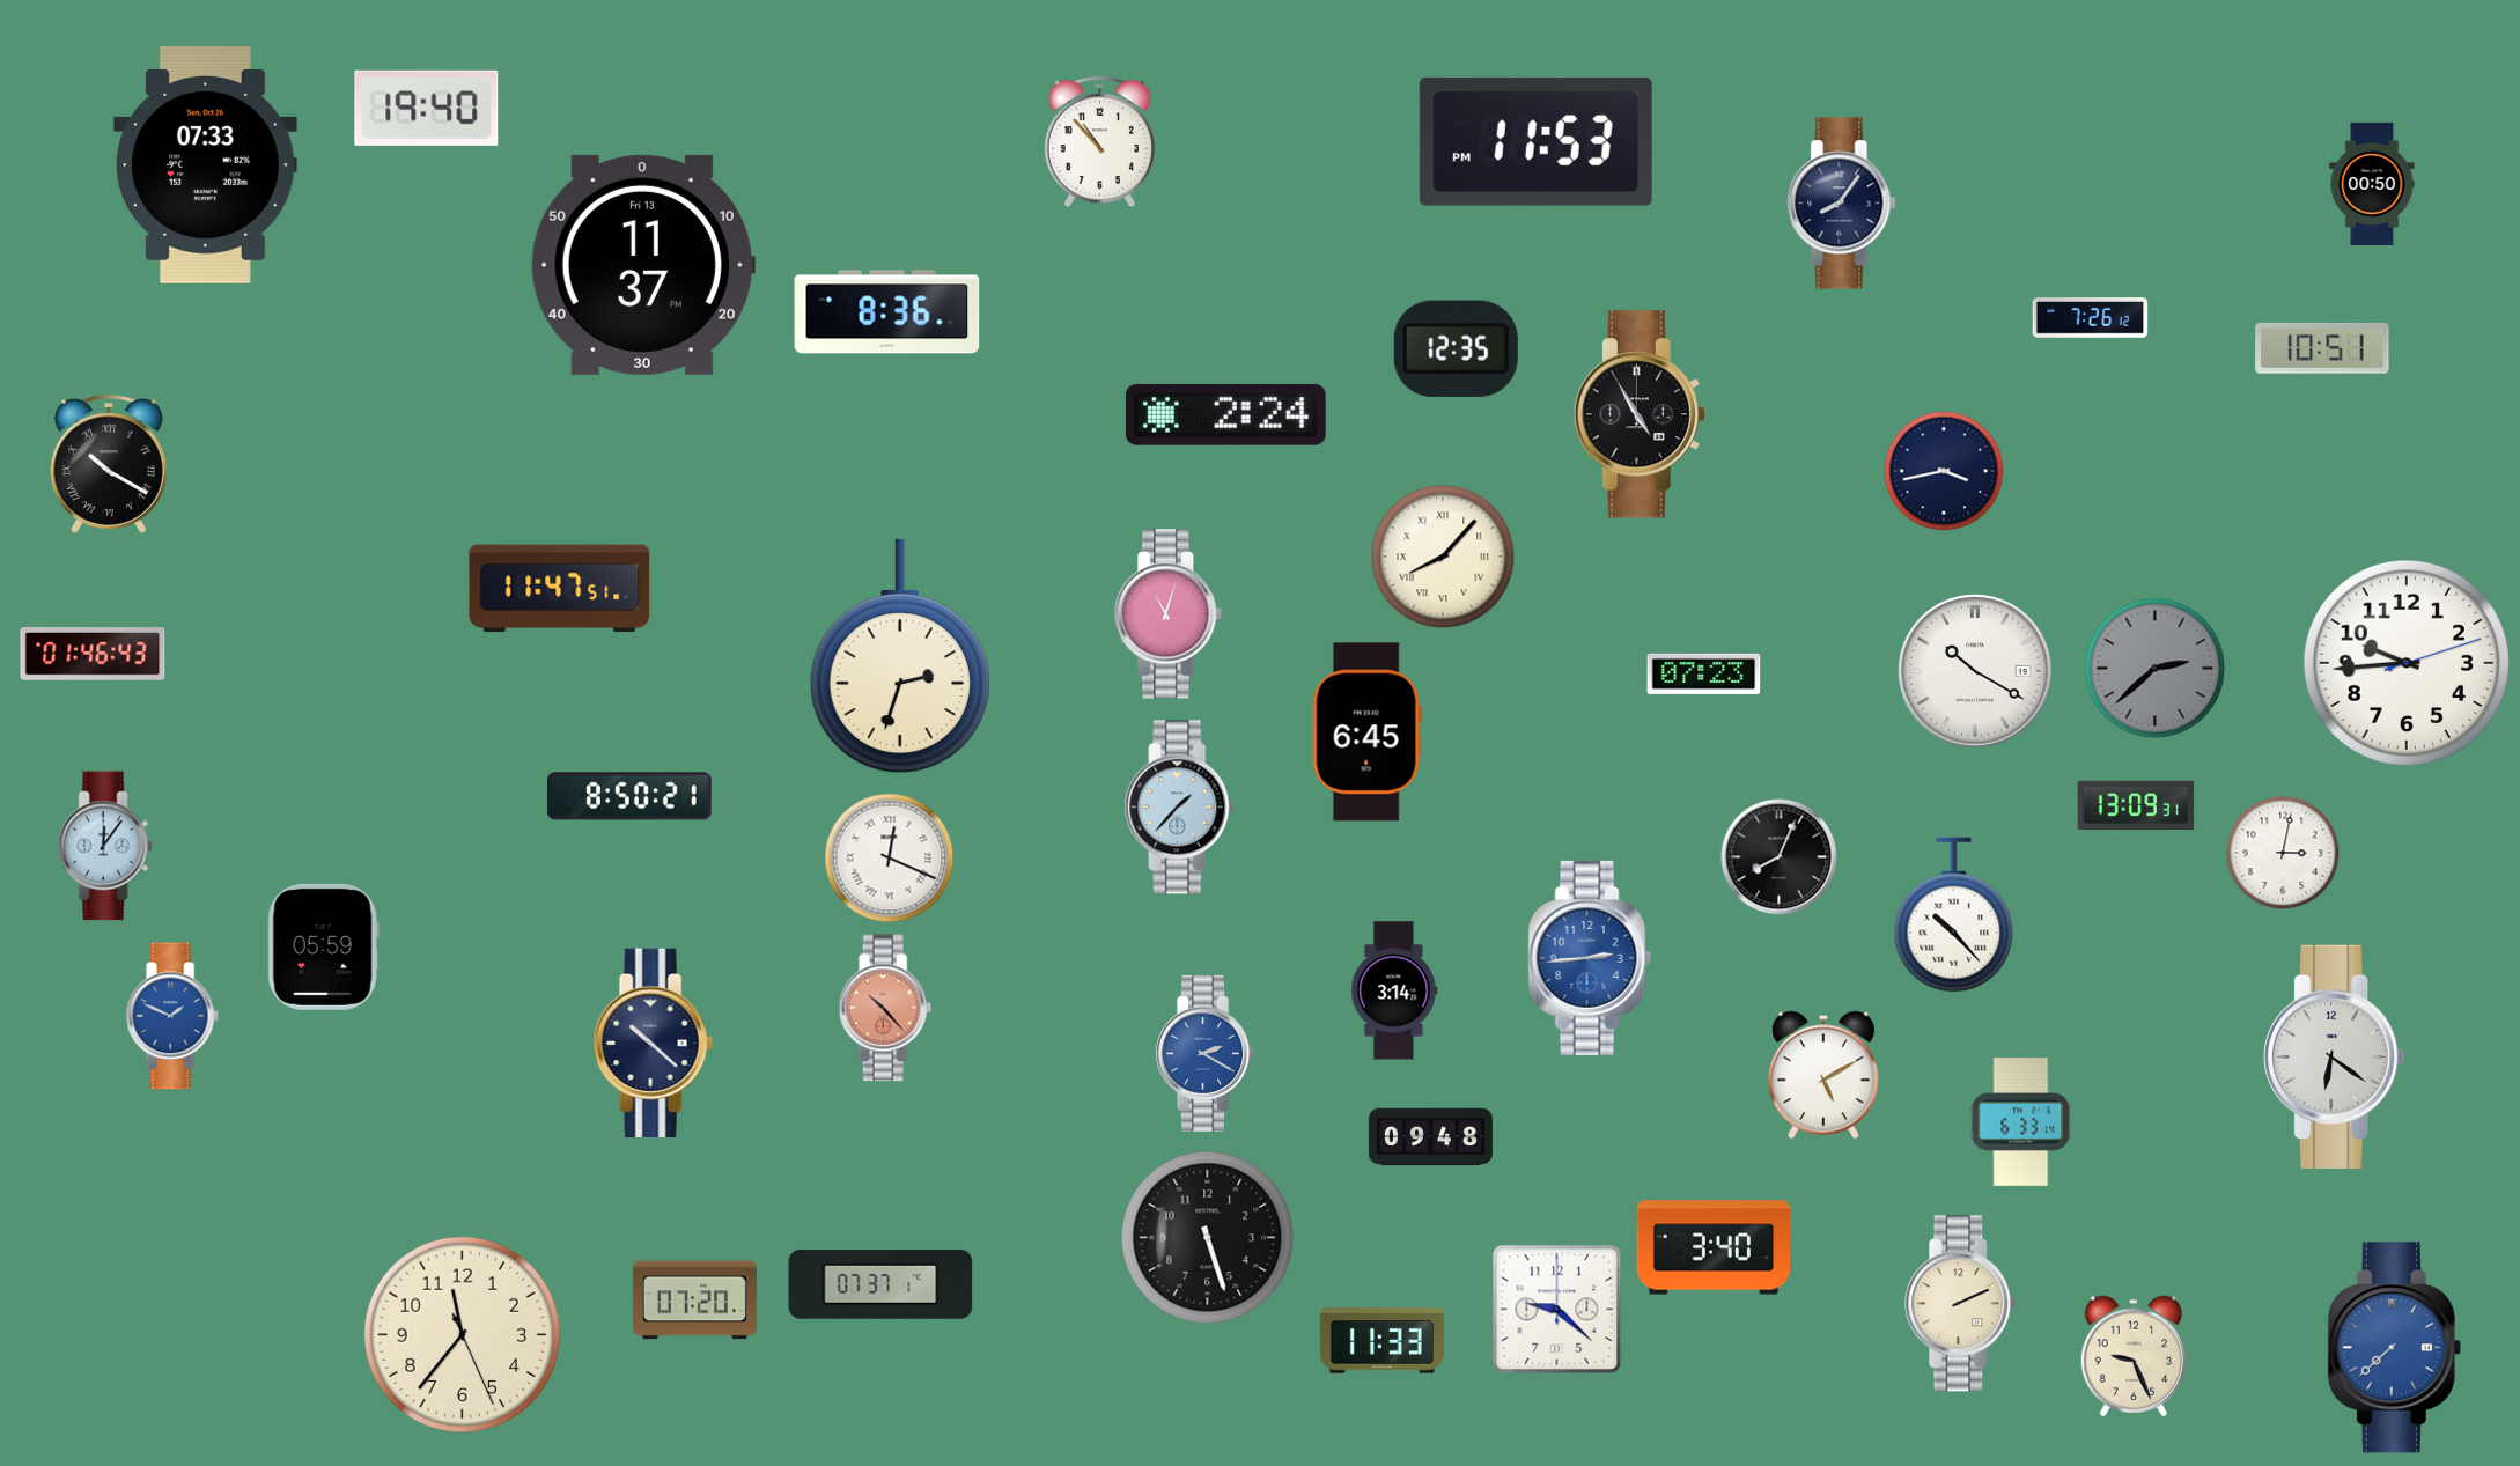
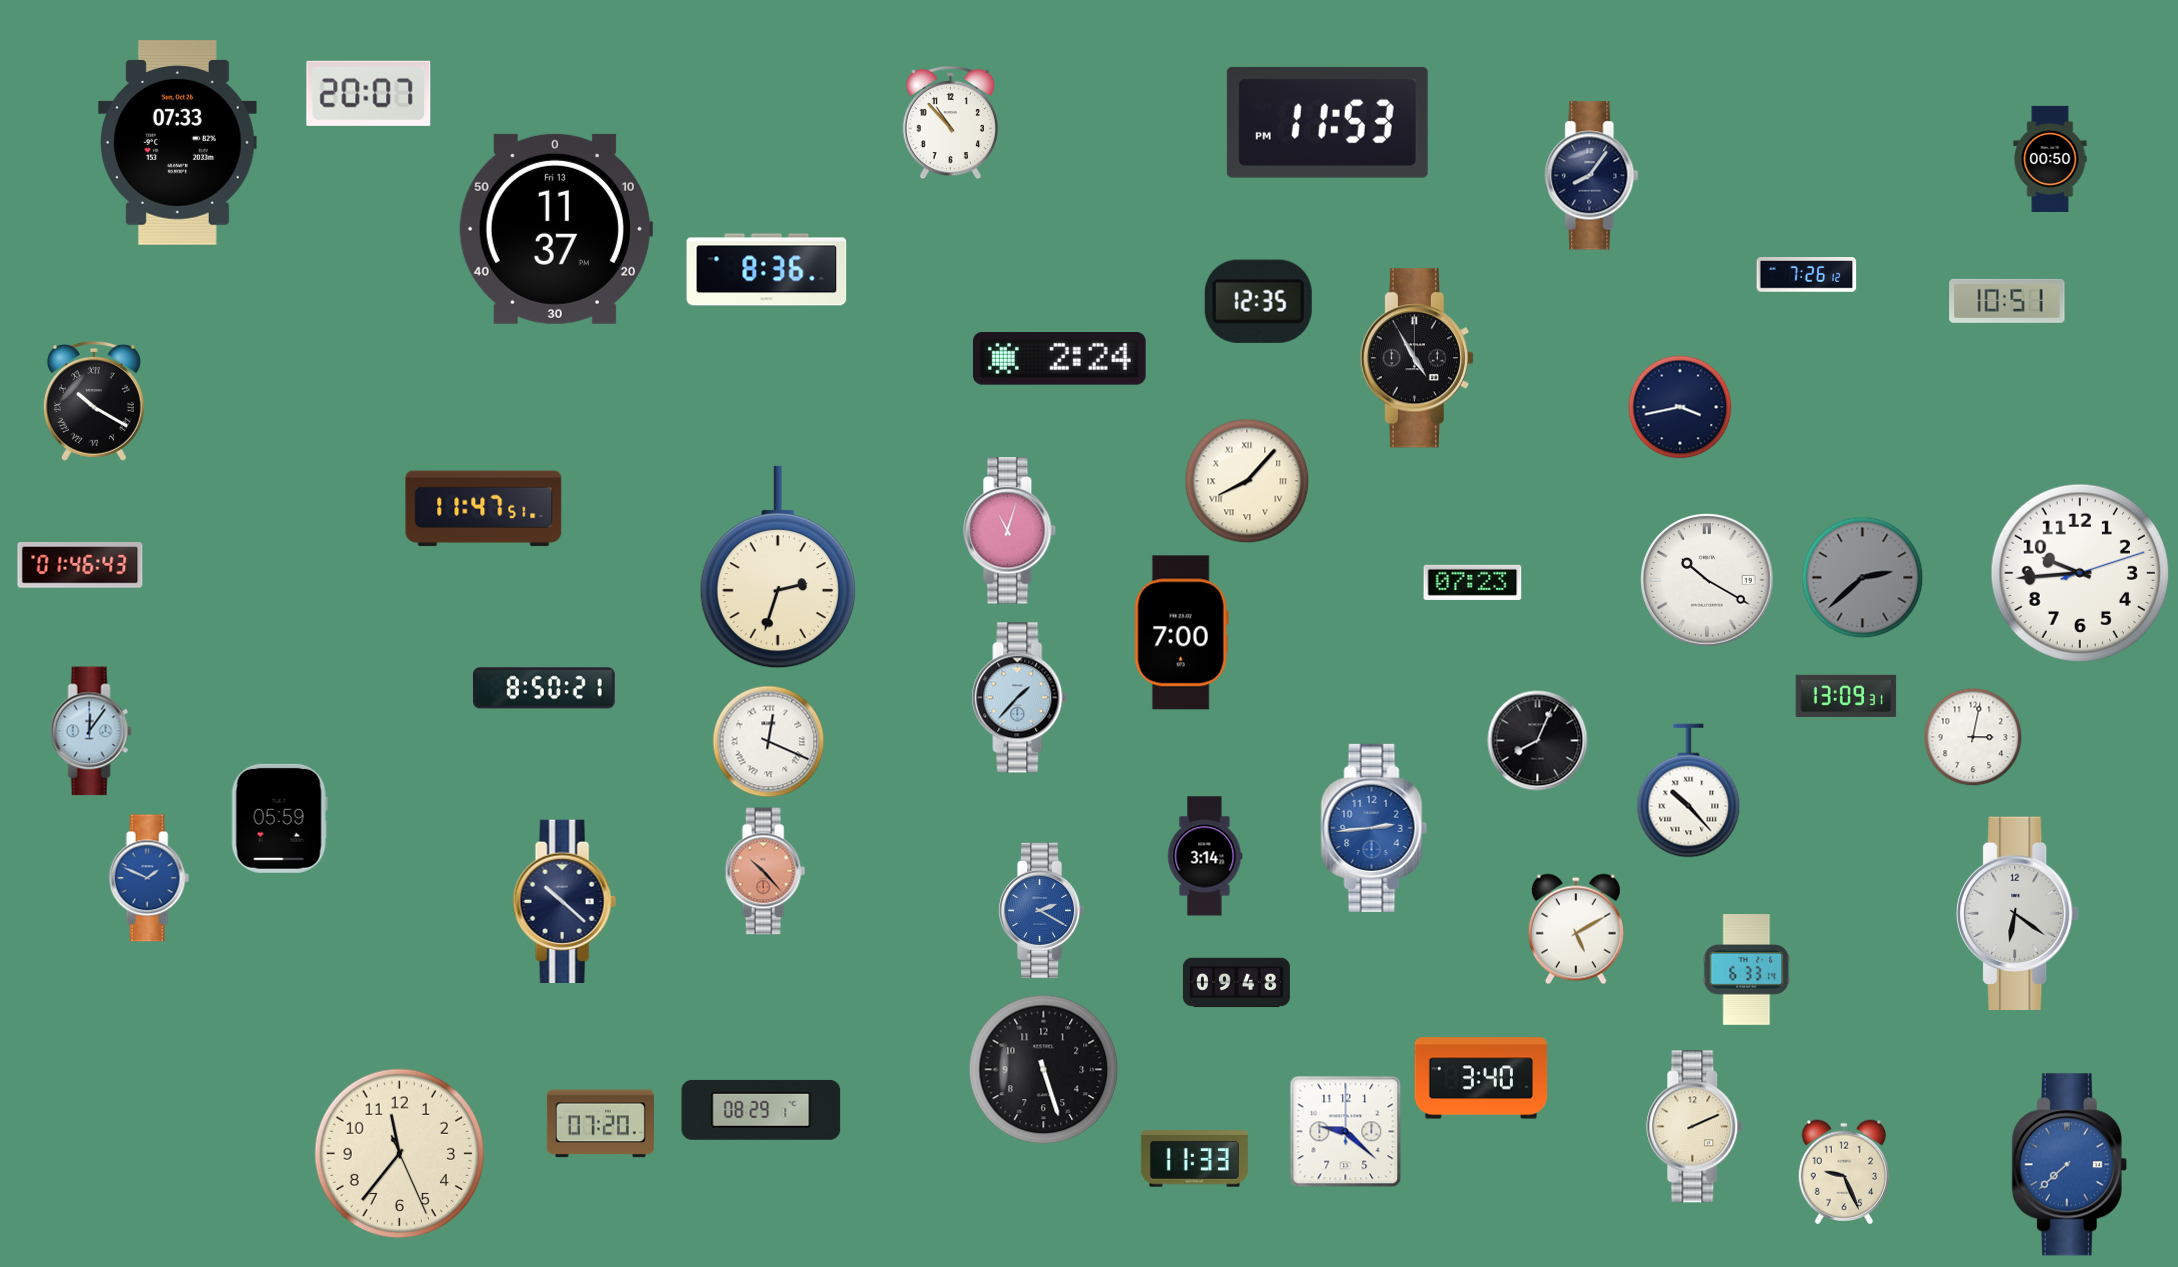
clock at (427, 108): 19:40 -> 20:07
clock at (1366, 732): 6:45 -> 7:00
clock at (880, 1284): 07:37 -> 08:29
